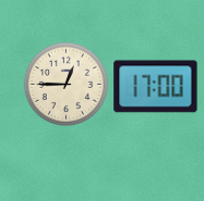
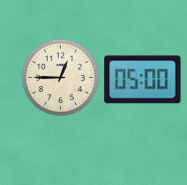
clock at (156, 87): 17:00 -> 05:00
